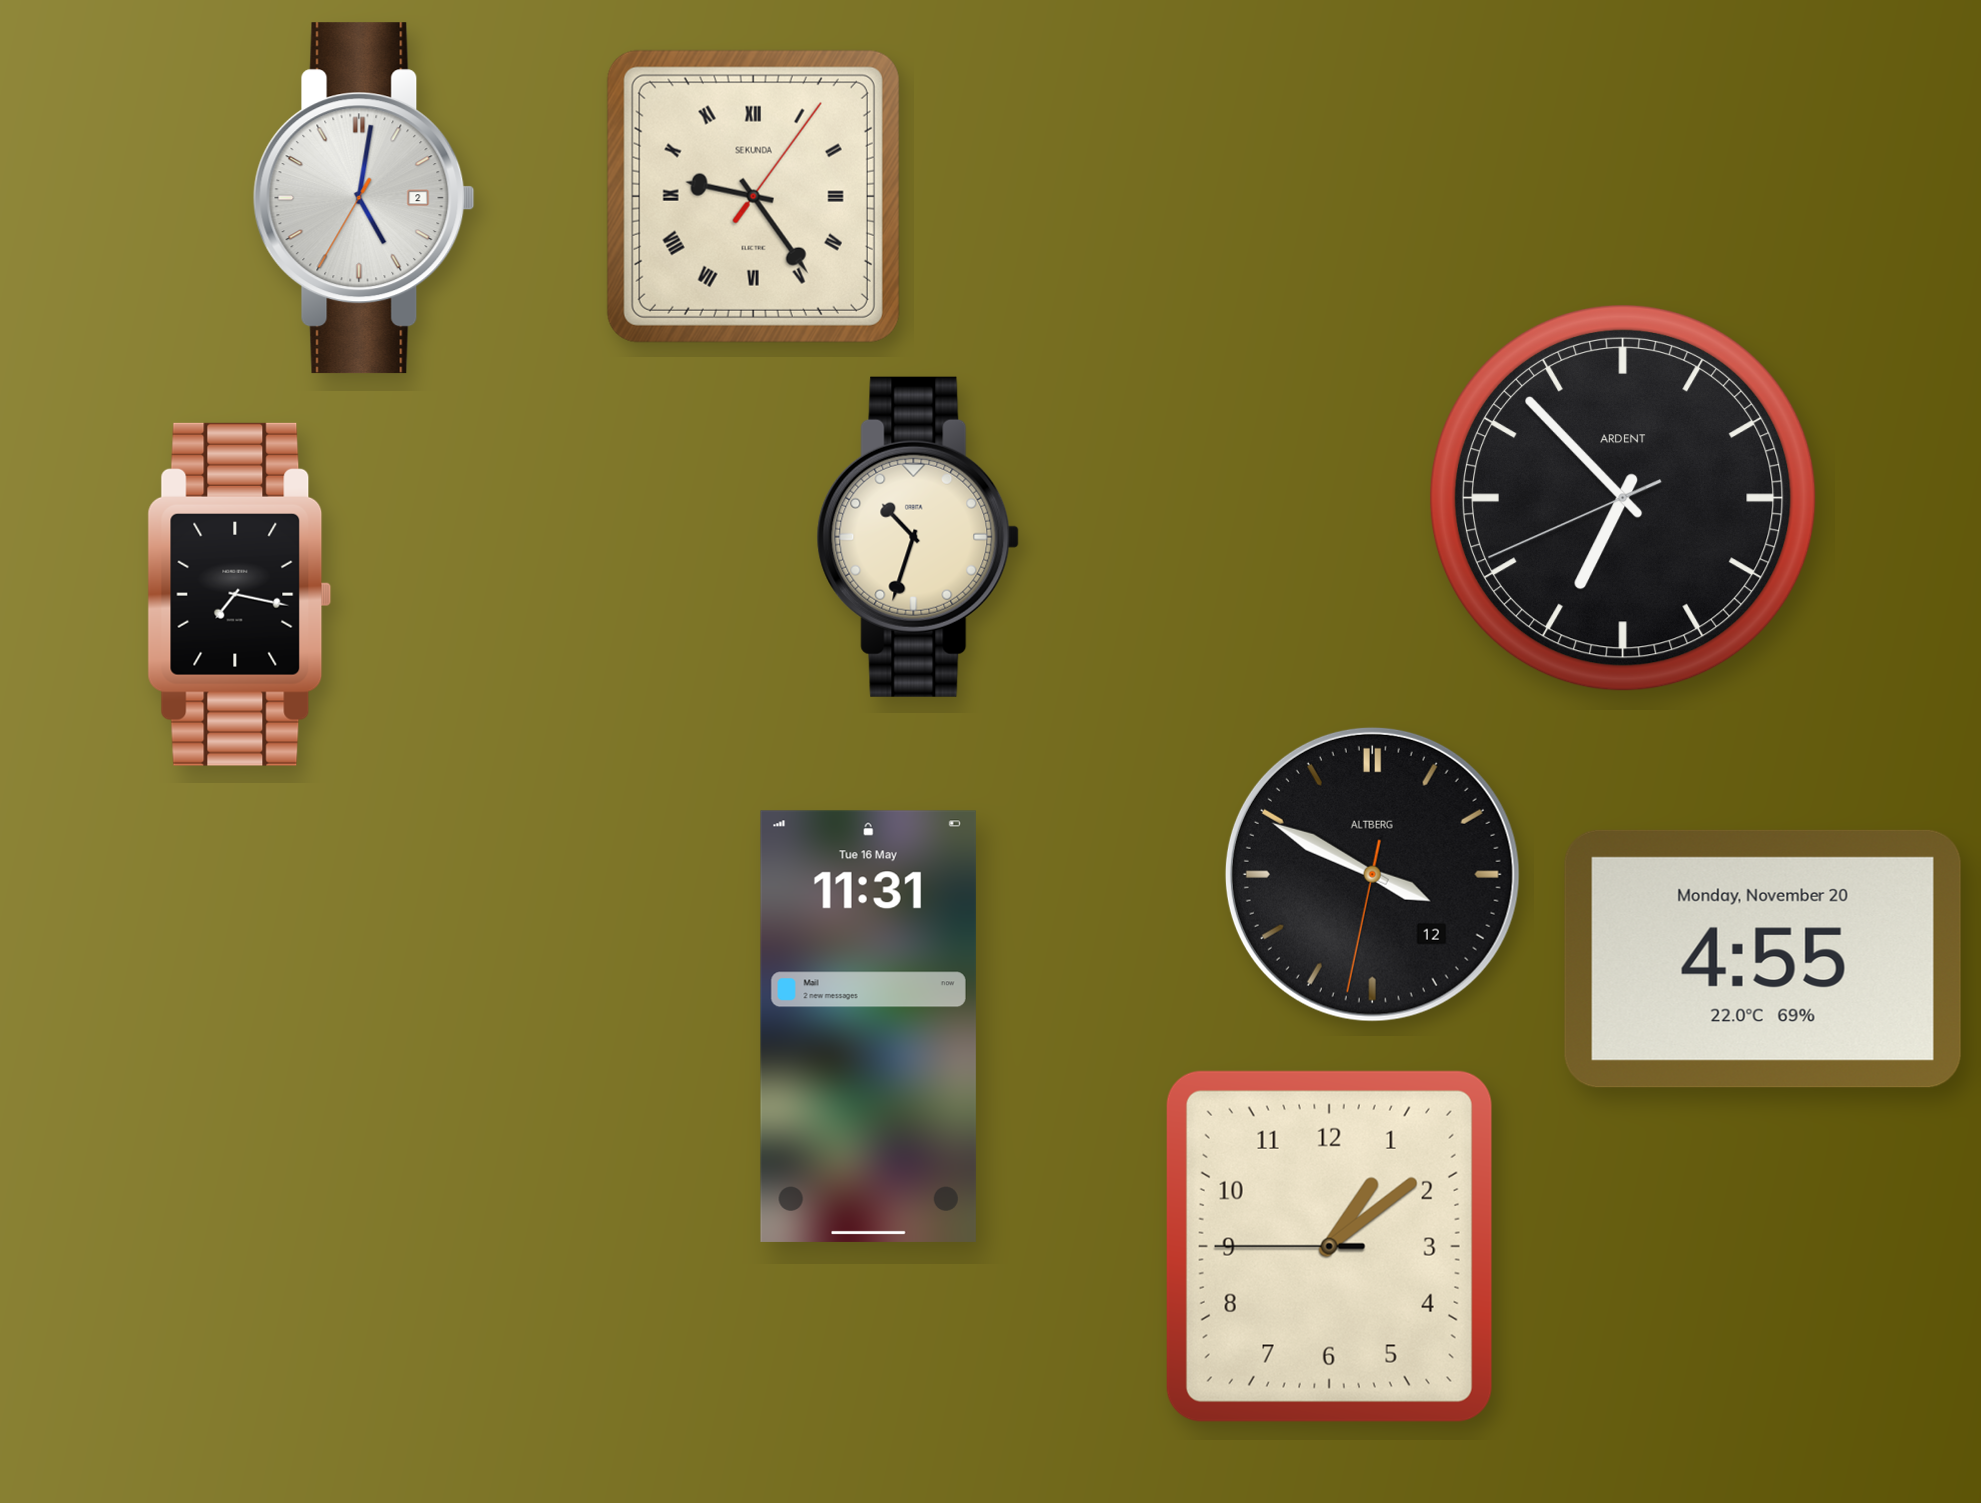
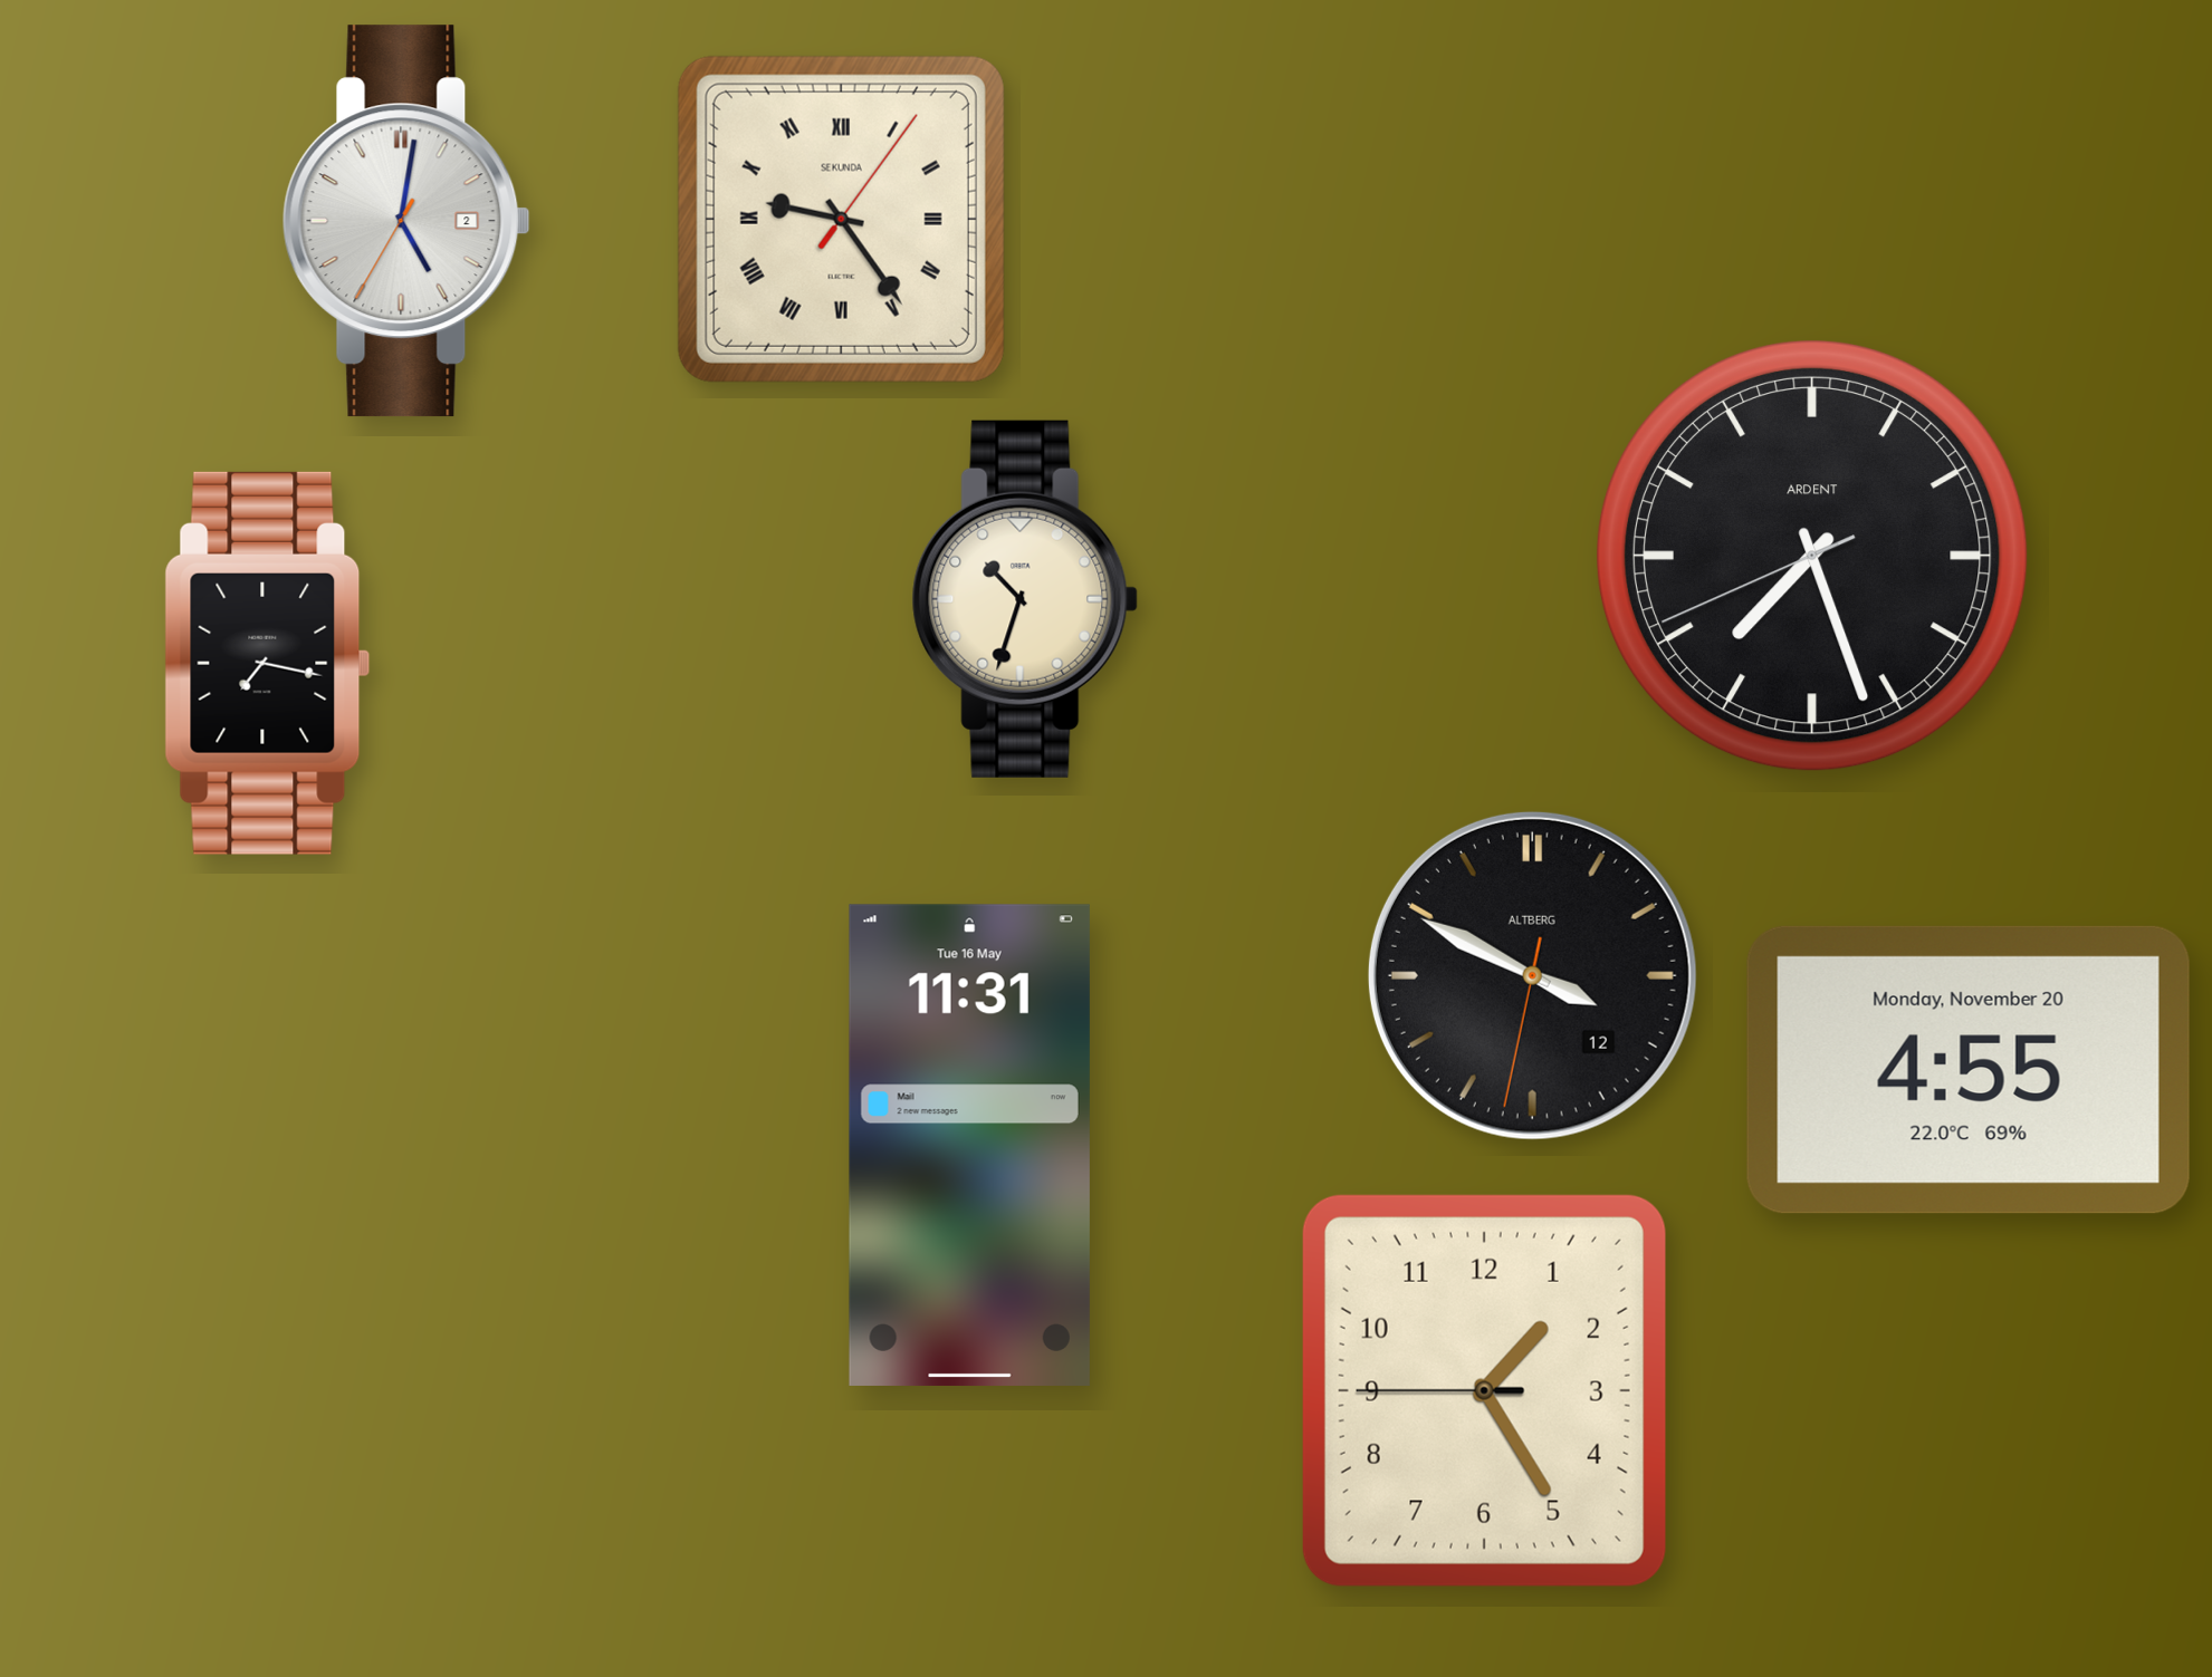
clock at (1623, 498): 6:52 -> 7:26
clock at (1329, 1246): 1:08 -> 1:24
